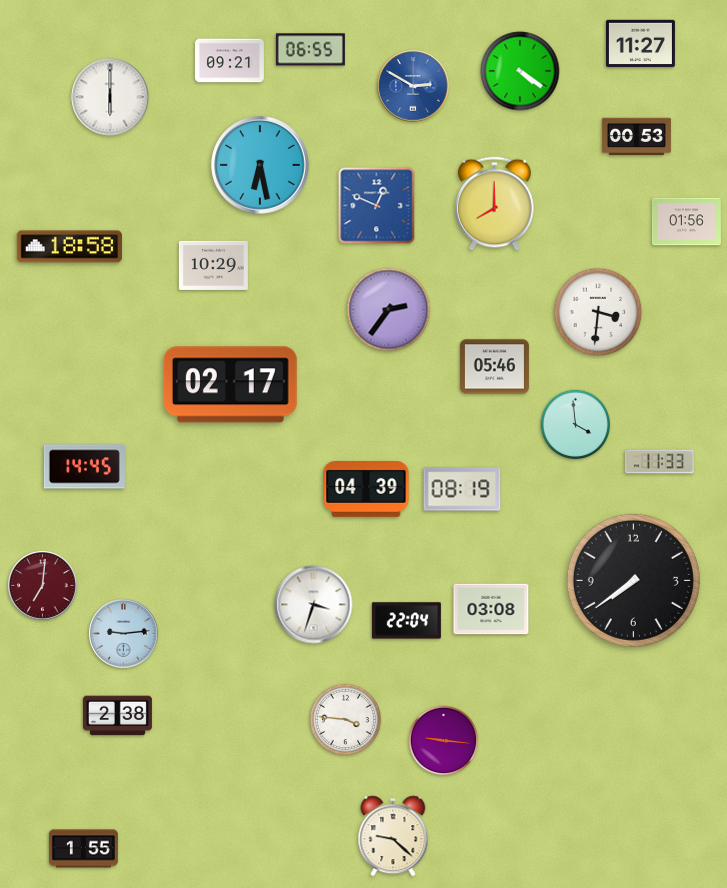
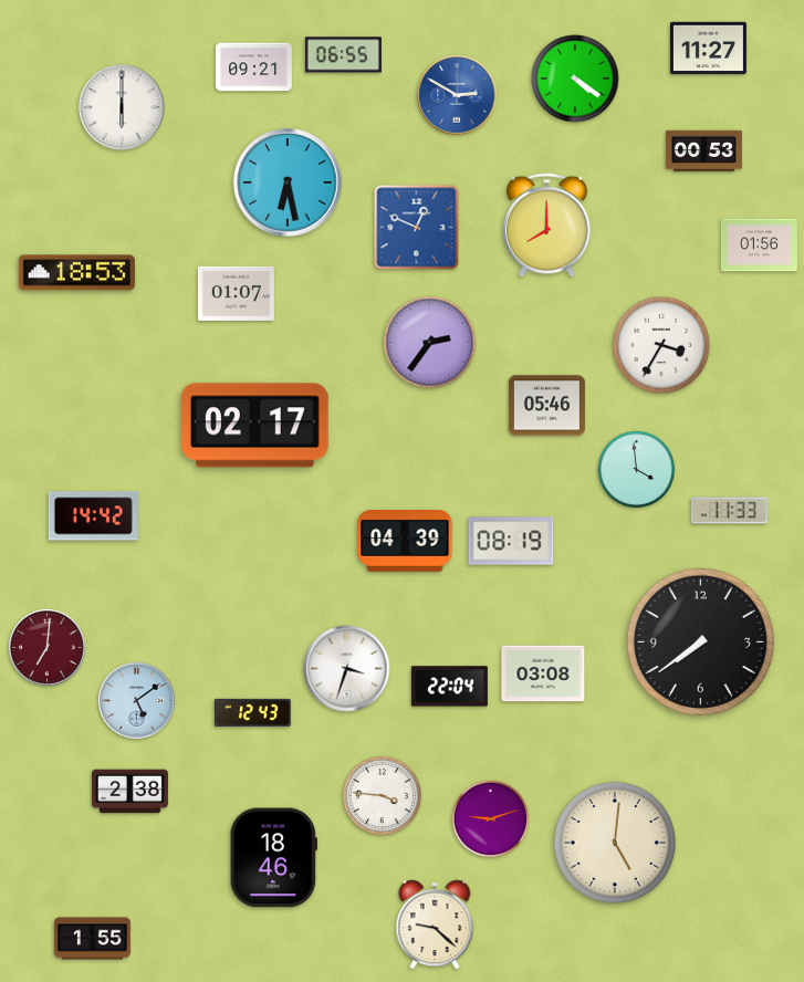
clock at (69, 247): 18:58 -> 18:53
clock at (213, 265): 10:29 -> 01:07
clock at (598, 312): 3:31 -> 3:35
clock at (84, 467): 14:45 -> 14:42
clock at (124, 634): 9:14 -> 5:09
clock at (252, 712): none -> 12:43
clock at (444, 741): 9:16 -> 9:12
clock at (615, 843): none -> 5:01
clock at (273, 858): none -> 18:46
